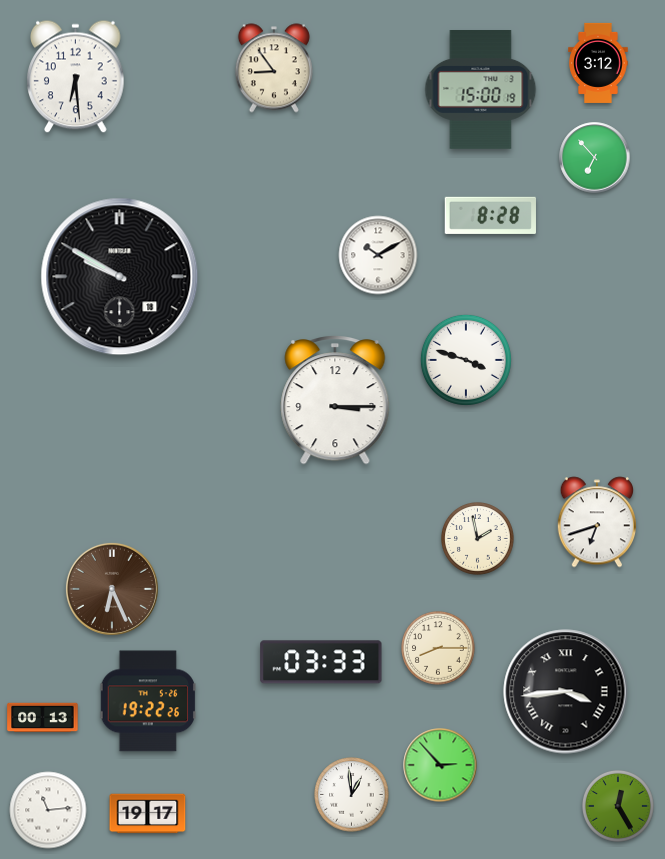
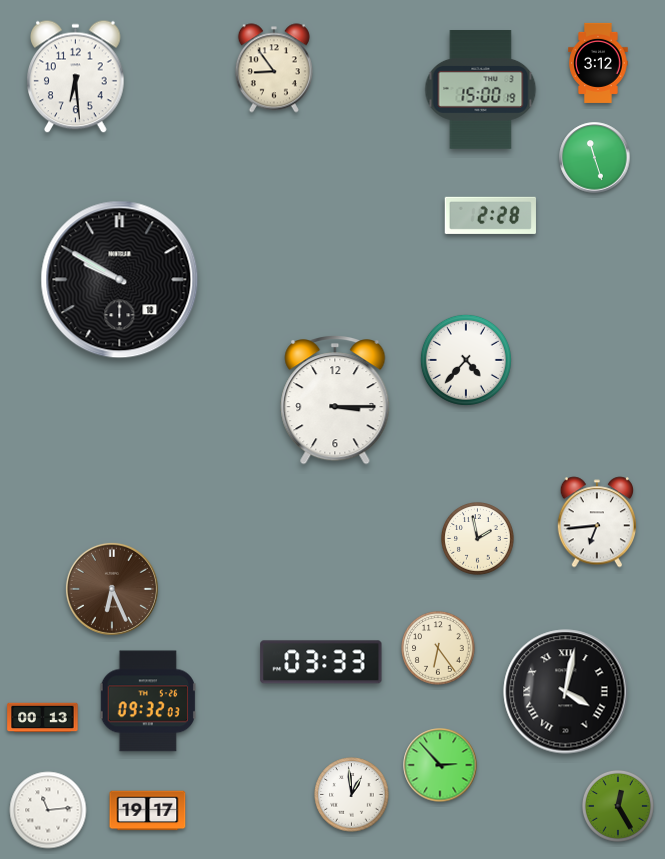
clock at (595, 158): 6:53 -> 11:27
clock at (490, 215): 8:28 -> 2:28
clock at (378, 255): 10:10 -> none
clock at (120, 277) position: (120, 277) -> (120, 280)
clock at (466, 360): 3:48 -> 4:37
clock at (596, 522): 6:42 -> 6:44
clock at (438, 648): 8:15 -> 6:24
clock at (566, 692): 3:44 -> 4:02
clock at (147, 701): 19:22 -> 09:32
clock at (148, 814) position: (148, 814) -> (148, 811)
